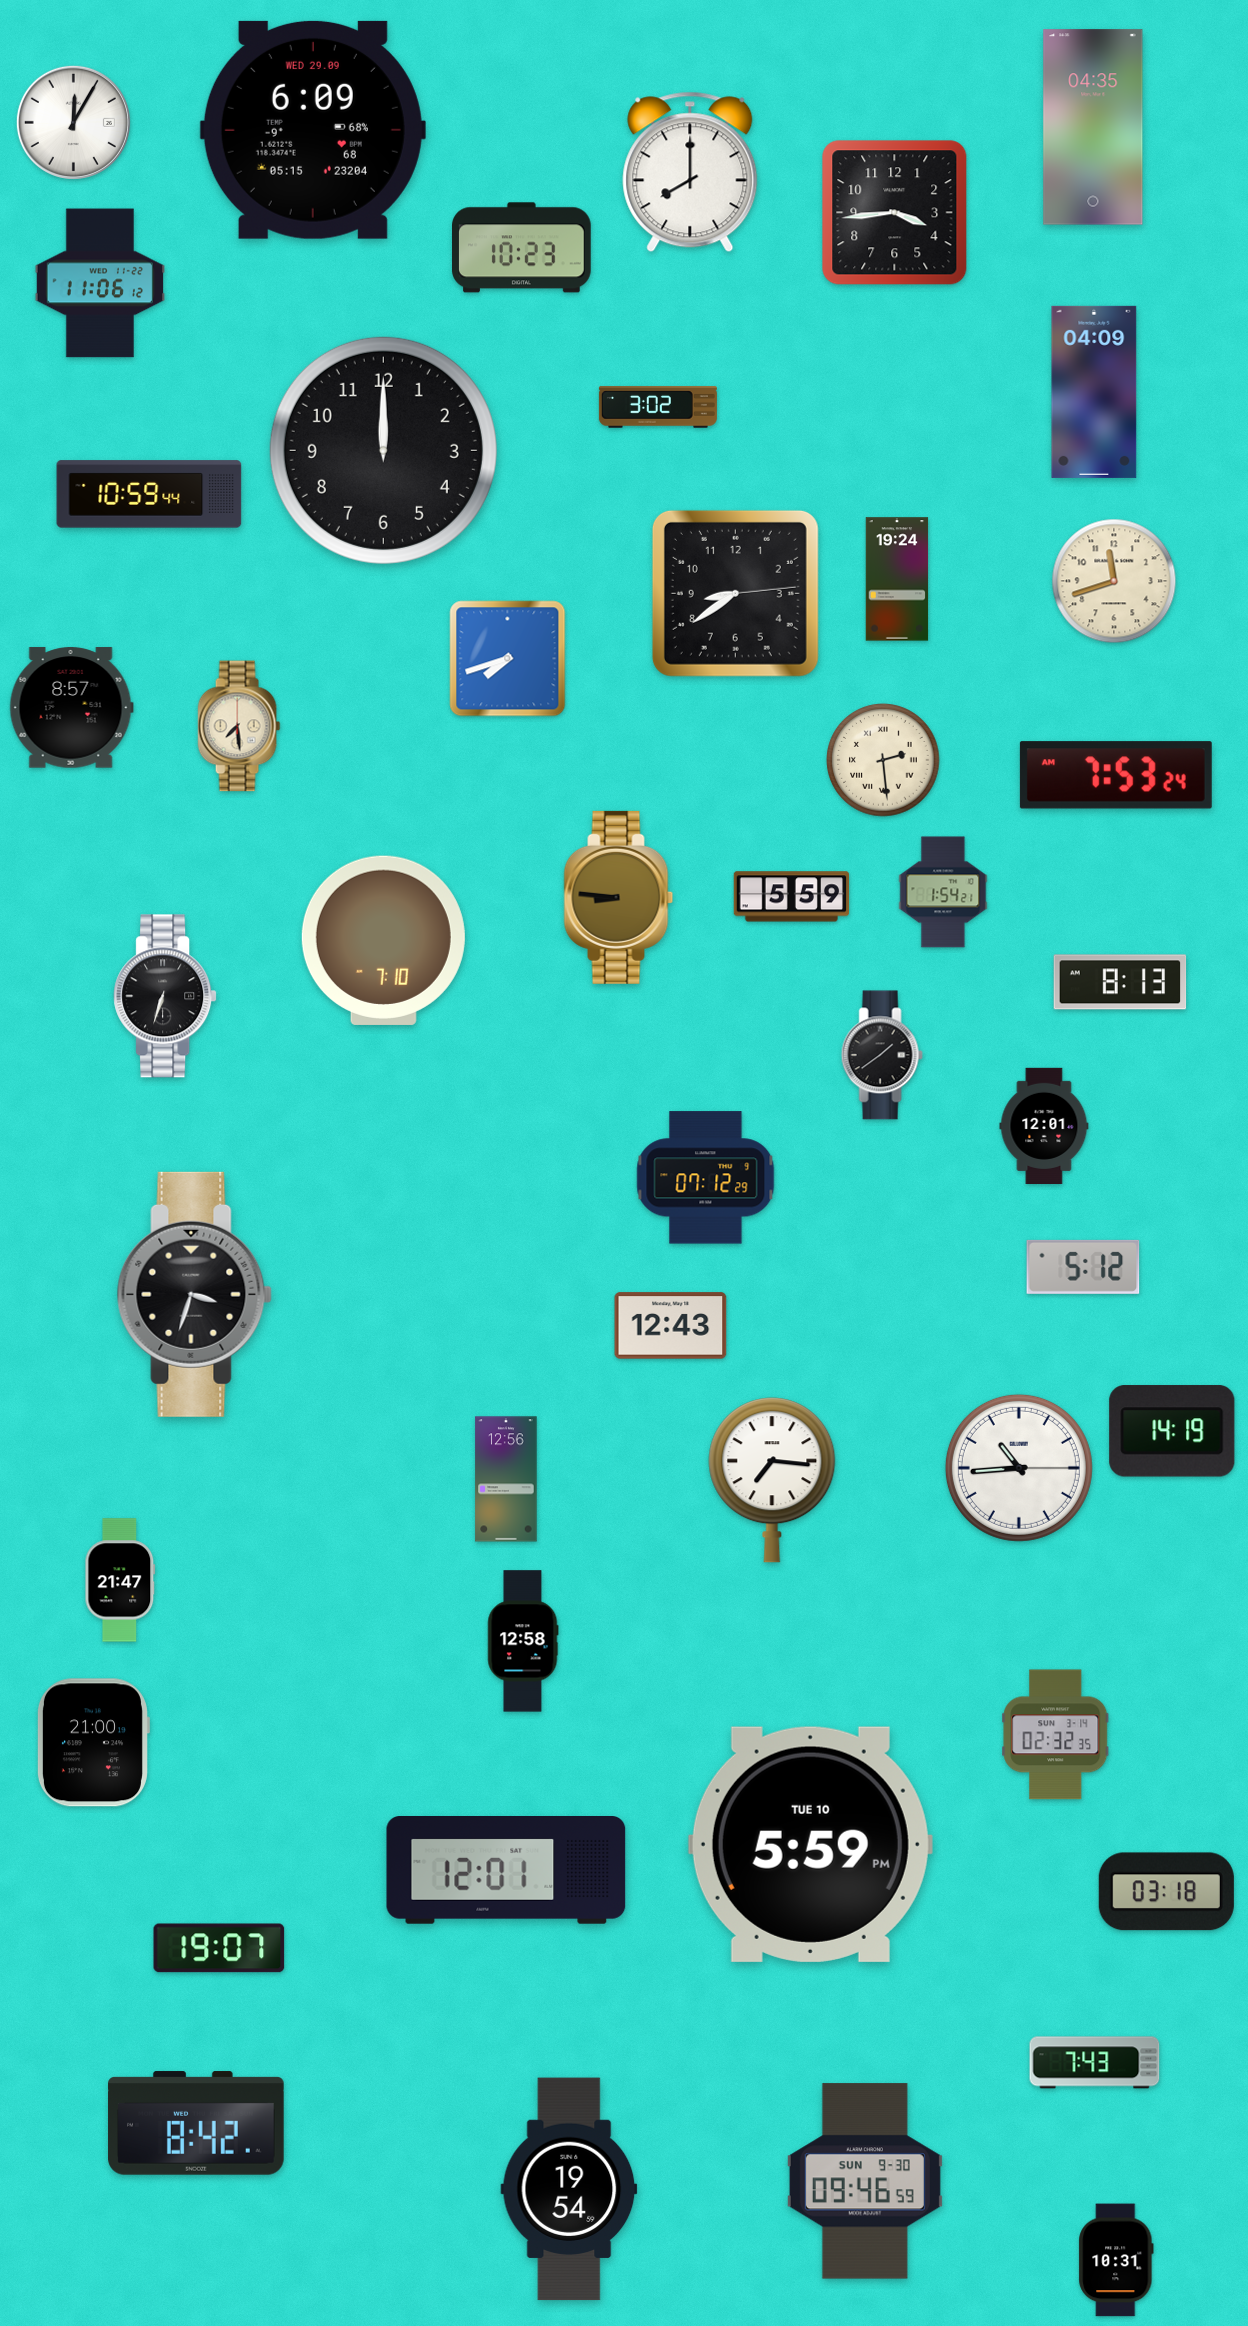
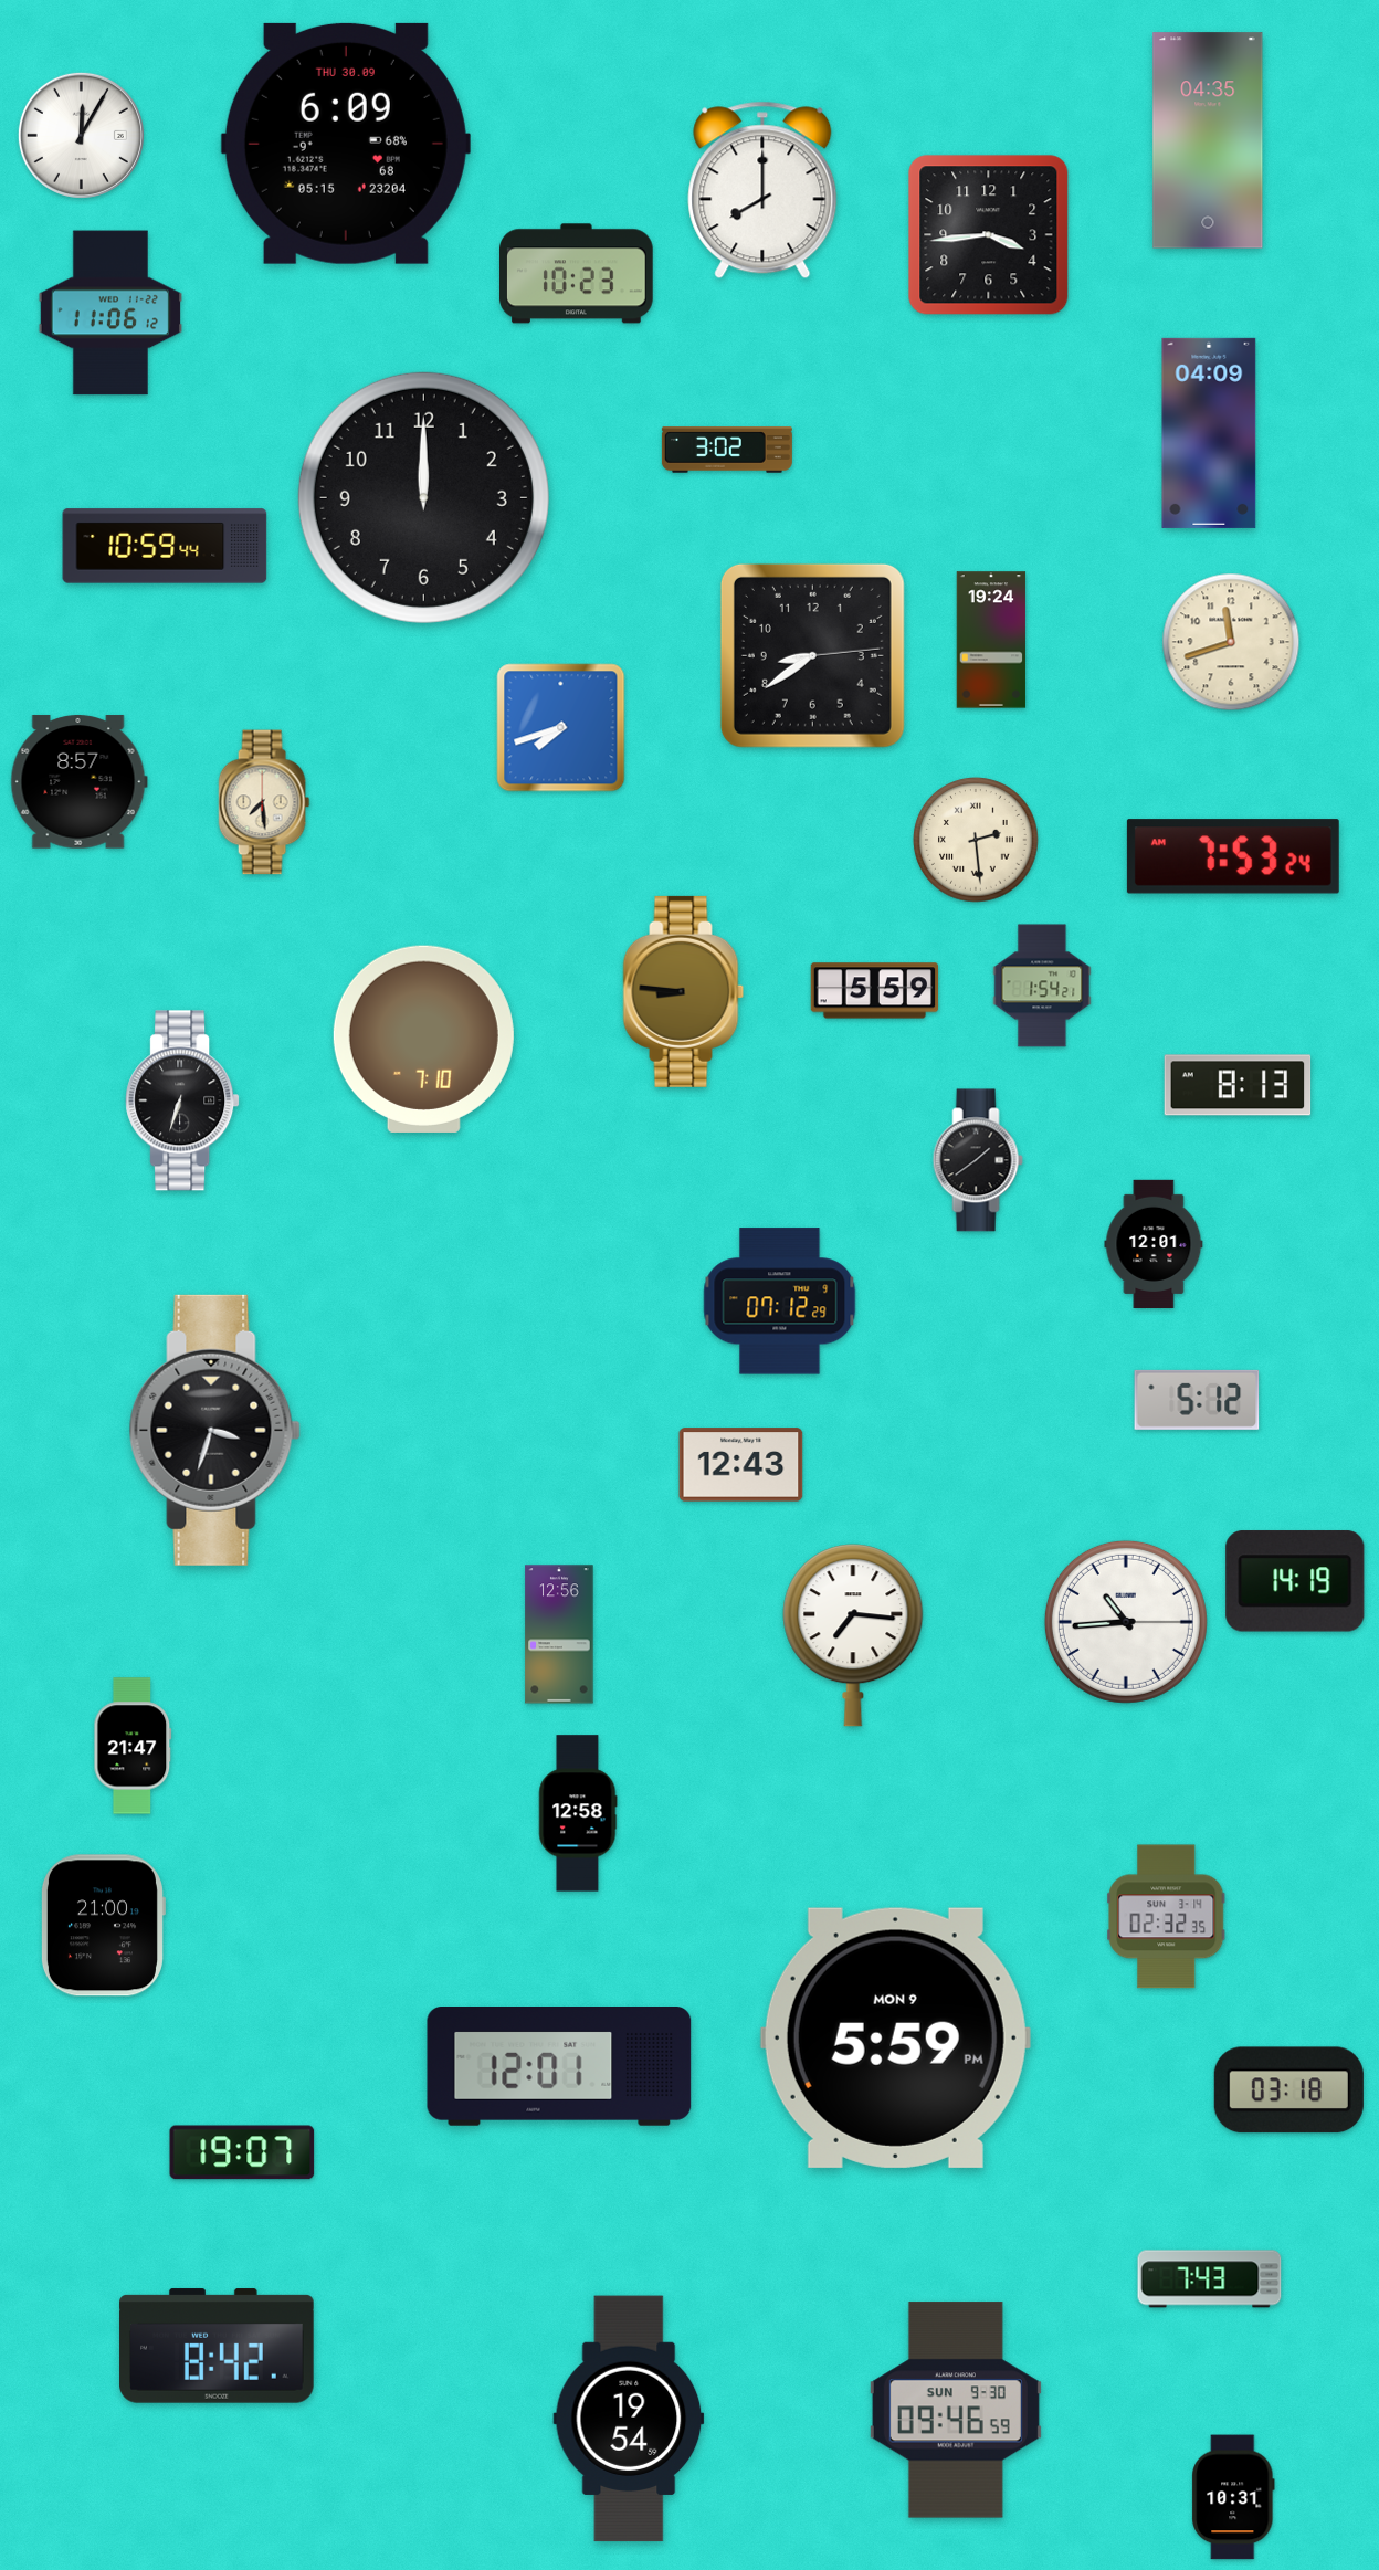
clock at (313, 130) date: WED 29.09 -> THU 30.09
clock at (882, 1055) position: (882, 1055) -> (978, 1160)
clock at (810, 1844) date: TUE 10 -> MON 9
